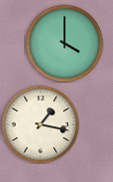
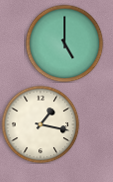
clock at (64, 43): 4:00 -> 5:00
